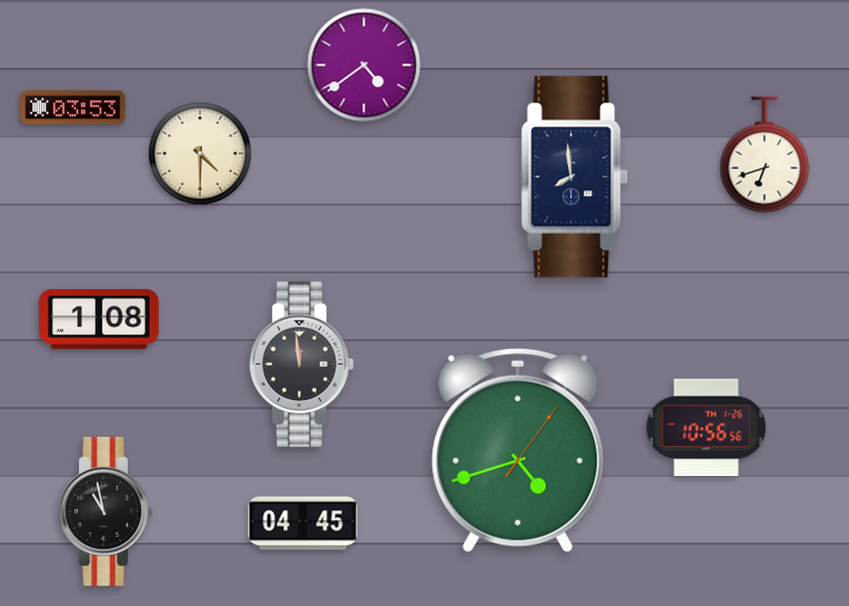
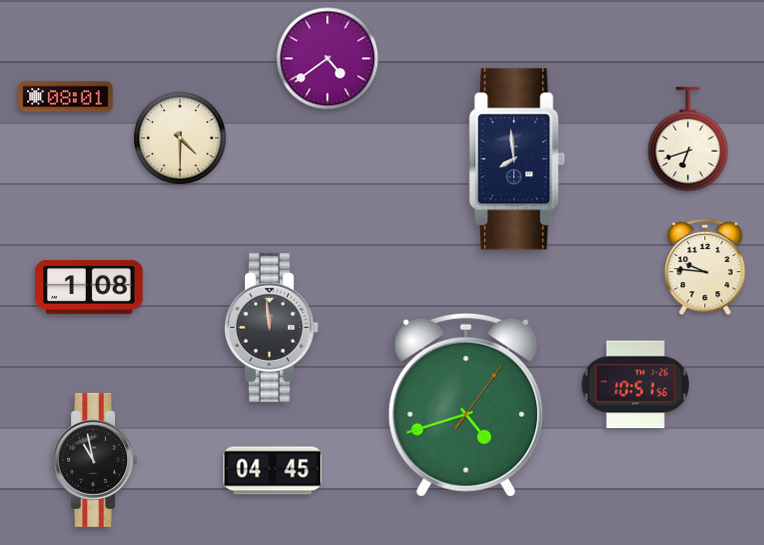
clock at (73, 108): 03:53 -> 08:01
clock at (705, 267): none -> 9:46
clock at (707, 428): 10:56 -> 10:51
